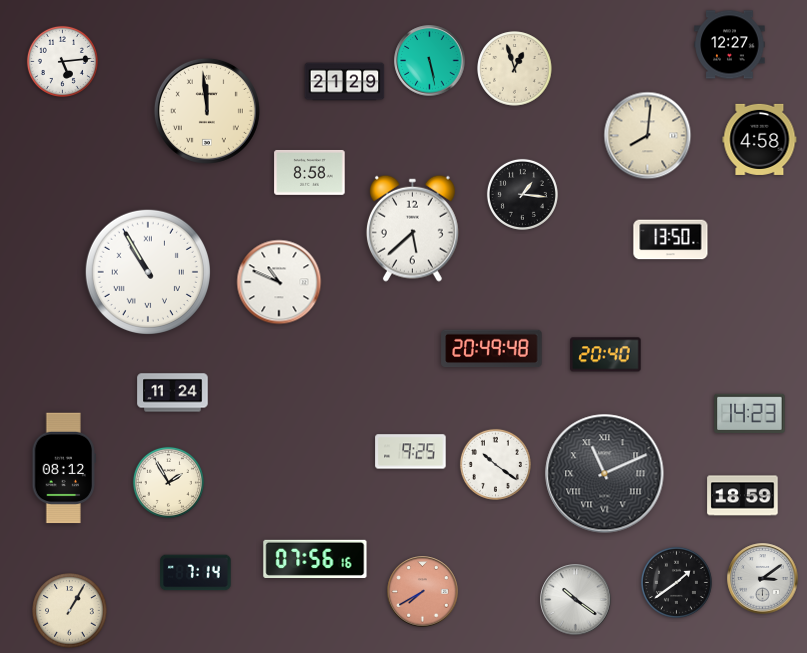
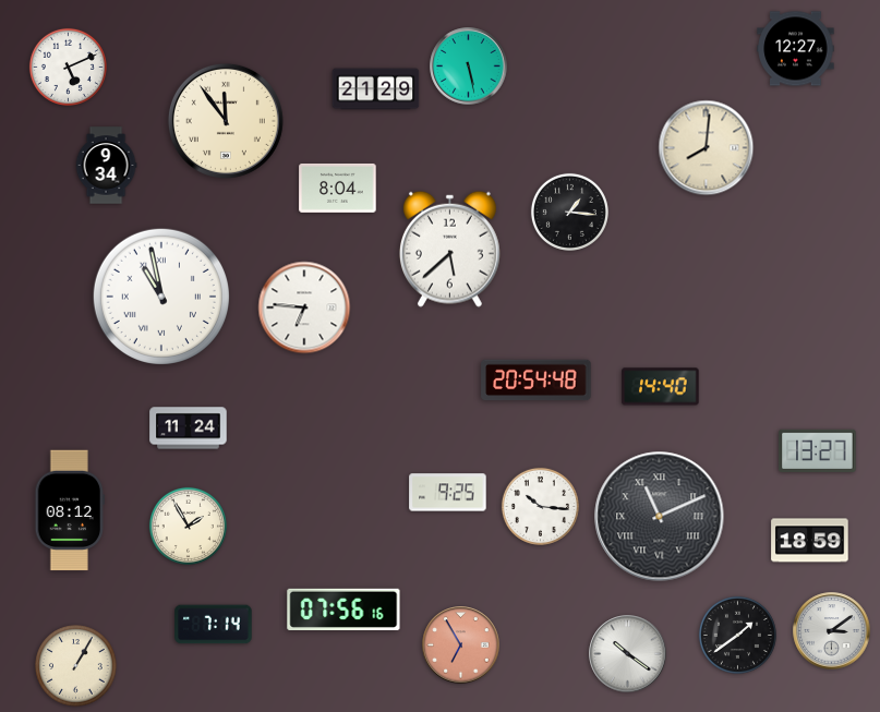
clock at (62, 61): 5:14 -> 5:11
clock at (515, 69): 12:57 -> none
clock at (207, 111): 11:59 -> 11:54
clock at (760, 139): 4:58 -> none
clock at (106, 166): none -> 9:34
clock at (310, 173): 8:58 -> 8:04
clock at (671, 240): 13:50 -> none
clock at (148, 272): 10:55 -> 10:58
clock at (279, 282): 10:49 -> 6:46
clock at (492, 349): 20:49 -> 20:54
clock at (606, 355): 20:40 -> 14:40
clock at (750, 413): 14:23 -> 13:27
clock at (495, 464): 10:21 -> 10:16
clock at (168, 482) position: (168, 482) -> (188, 526)
clock at (423, 592): 7:40 -> 6:55
